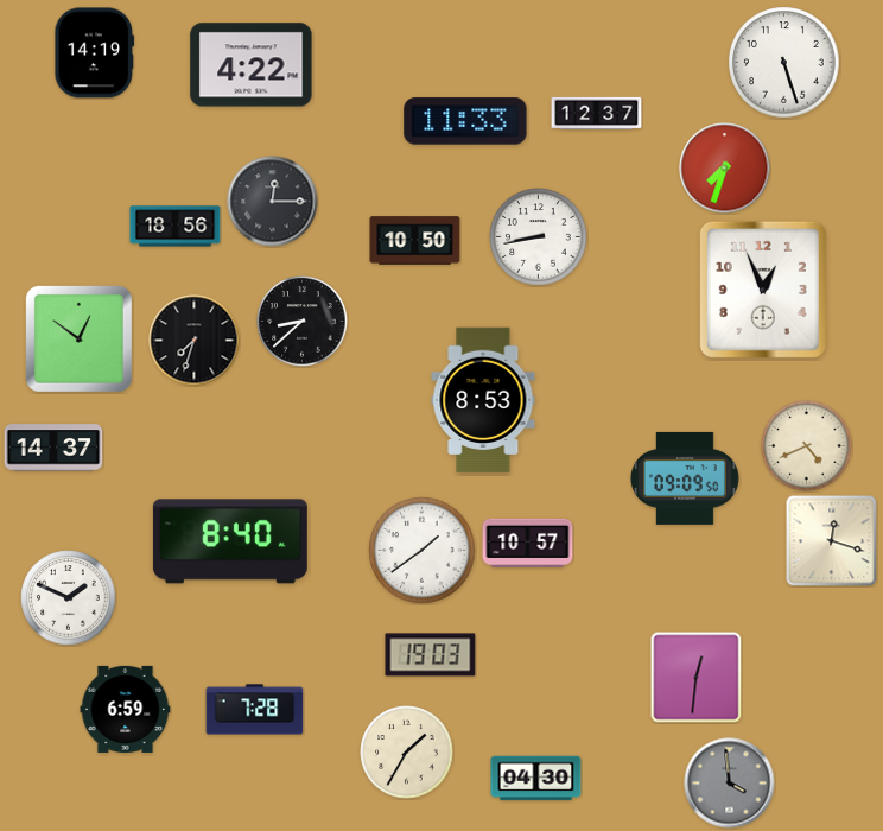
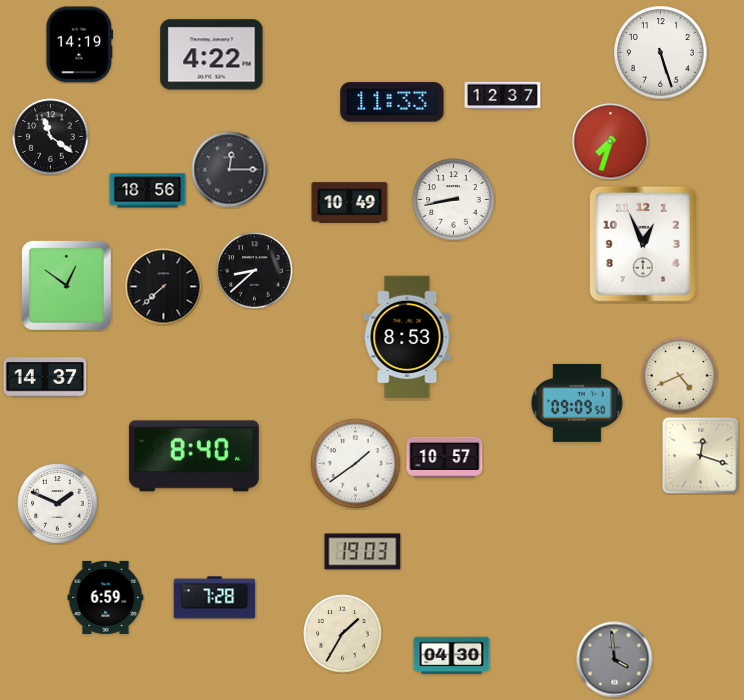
clock at (51, 137): none -> 11:21
clock at (415, 241): 10:50 -> 10:49
clock at (195, 341): 7:33 -> 7:38
clock at (695, 677): 12:31 -> none
